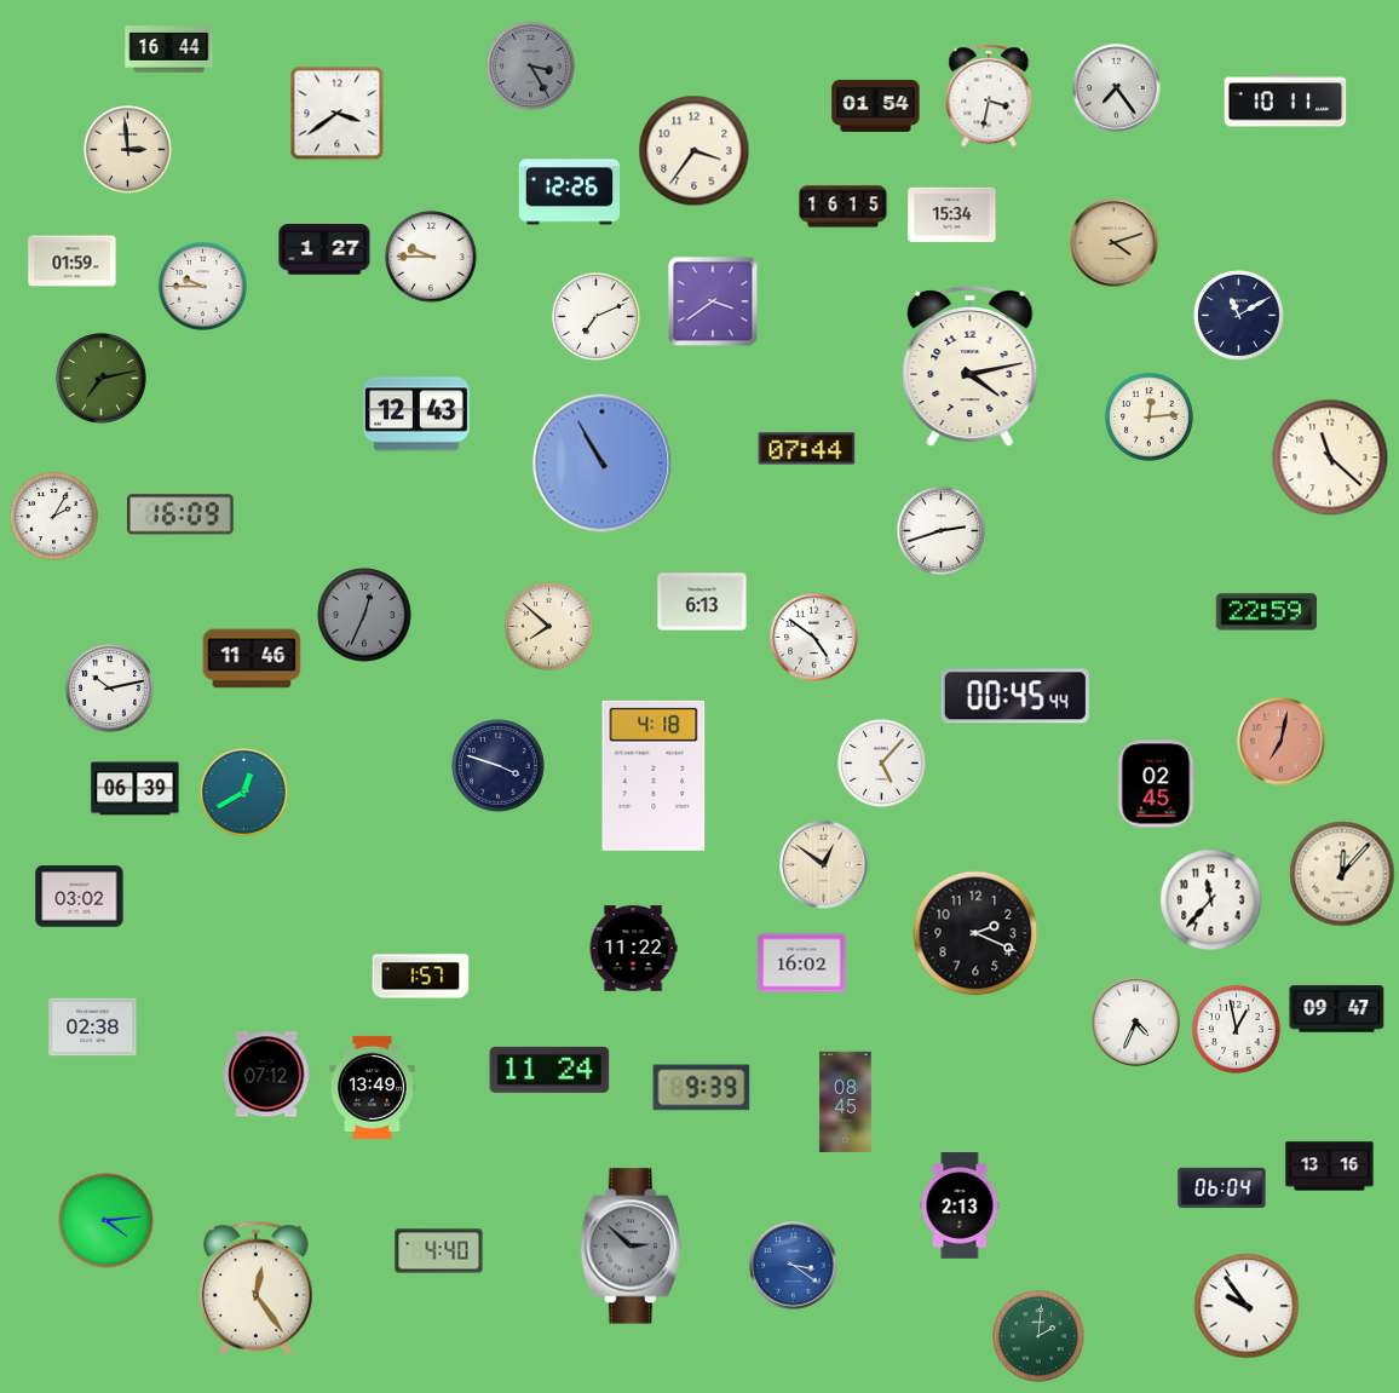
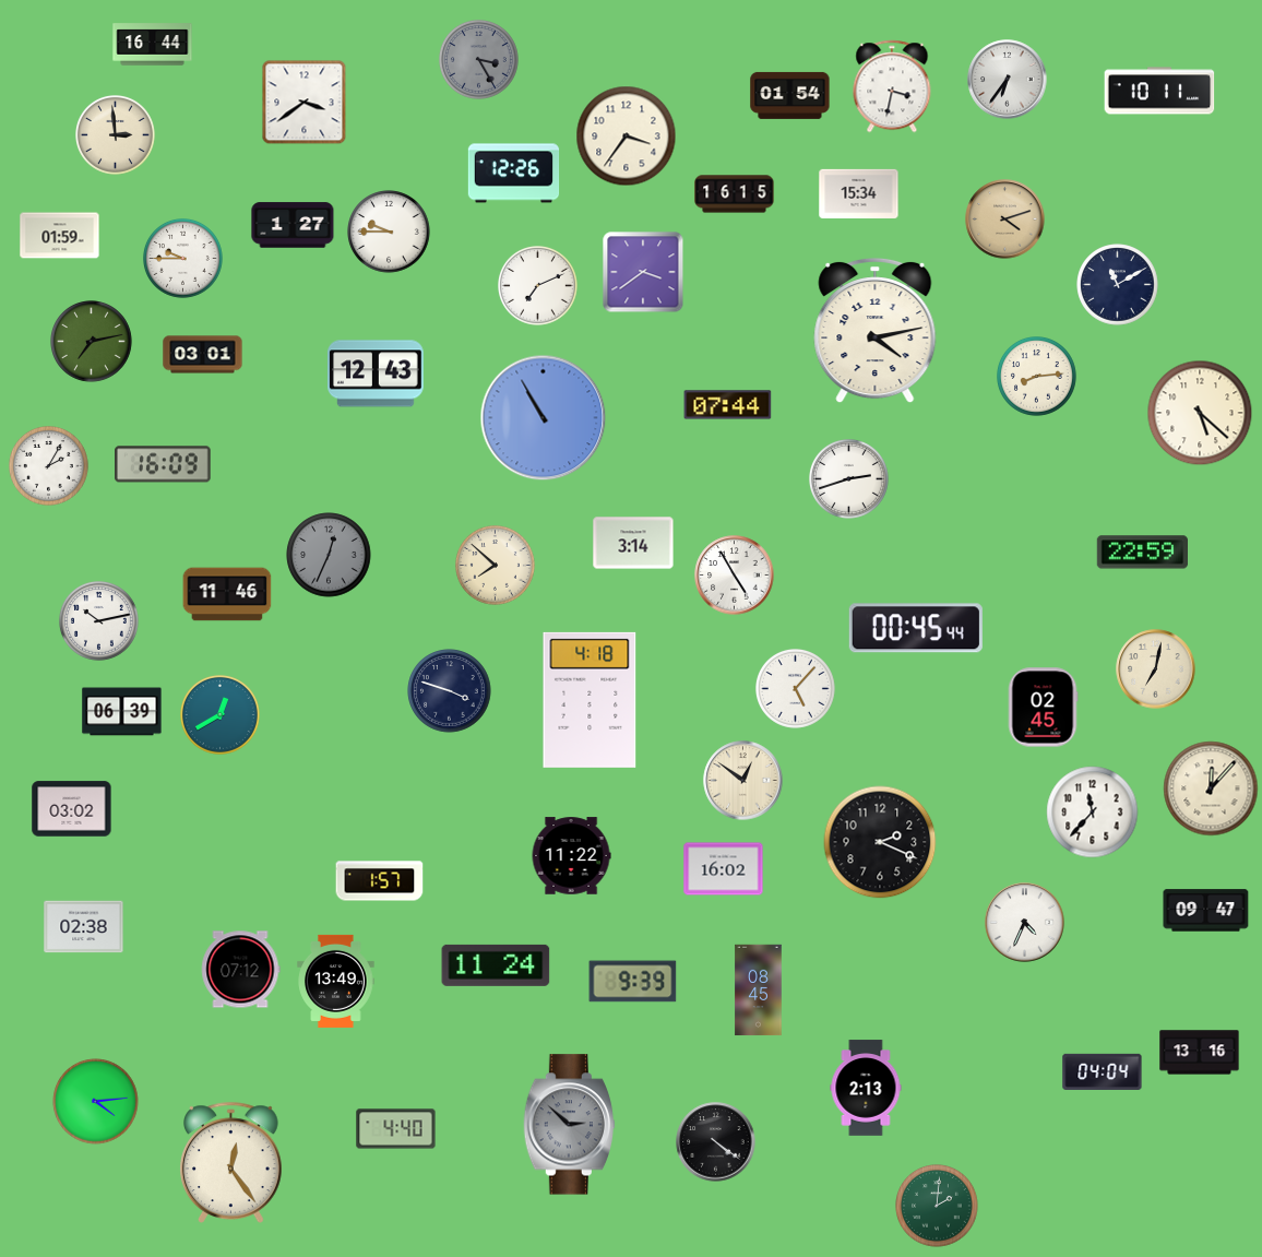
clock at (1117, 88): 7:24 -> 6:36
clock at (844, 207) position: (844, 207) -> (735, 194)
clock at (73, 261) position: (73, 261) -> (60, 236)
clock at (203, 355): none -> 03:01
clock at (1150, 418): 12:14 -> 8:14
clock at (1330, 457): 11:22 -> 5:22
clock at (702, 601): 6:13 -> 3:14
clock at (814, 638): 4:51 -> 4:55
clock at (1282, 742) dial: salmon -> cream
clock at (1237, 1030): 12:58 -> none
clock at (846, 1103) position: (846, 1103) -> (759, 991)
clock at (1222, 1187): 06:04 -> 04:04
clock at (794, 1266): 3:21 -> 4:21
clock at (794, 1266) dial: blue -> black
clock at (1247, 1306): 9:54 -> none
